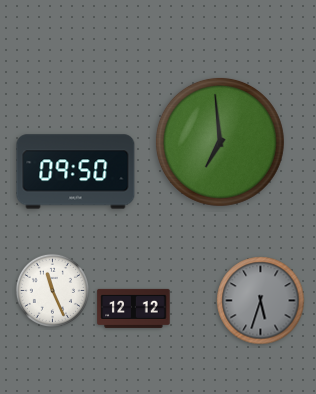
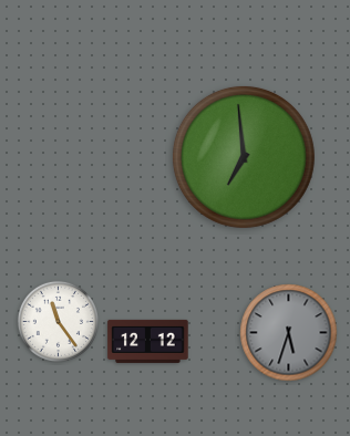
clock at (76, 172): 09:50 -> none
clock at (52, 290): 11:26 -> 11:24
